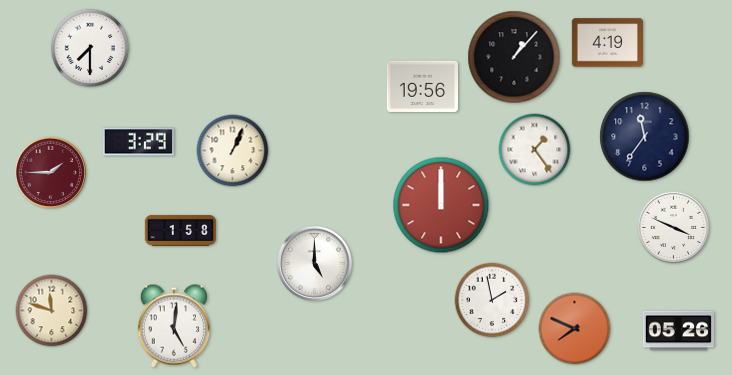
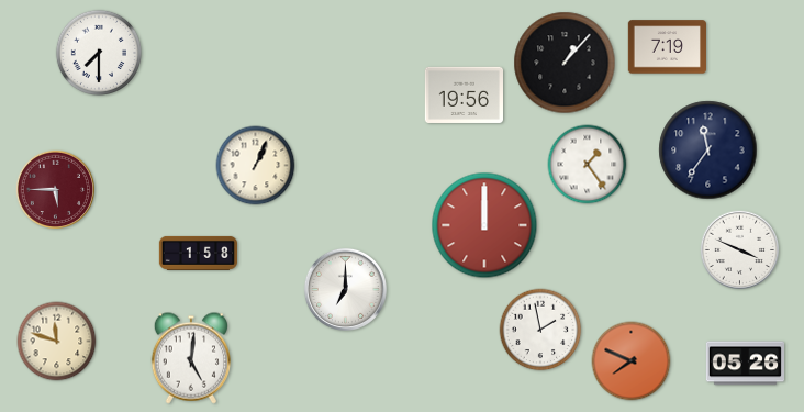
clock at (607, 43): 4:19 -> 7:19
clock at (138, 142): 3:29 -> none
clock at (50, 172): 1:45 -> 5:45
clock at (314, 263): 5:00 -> 7:00
